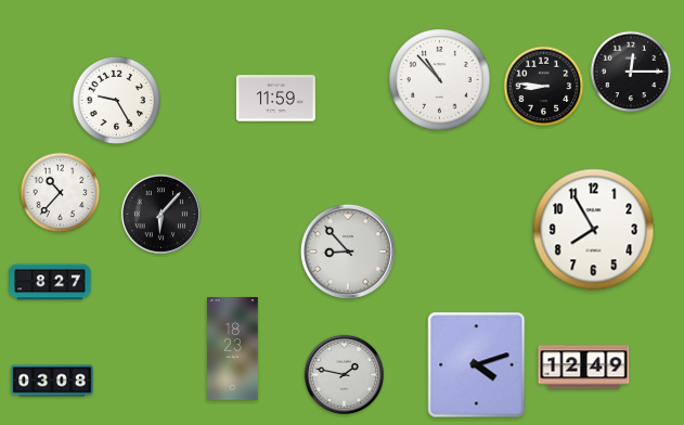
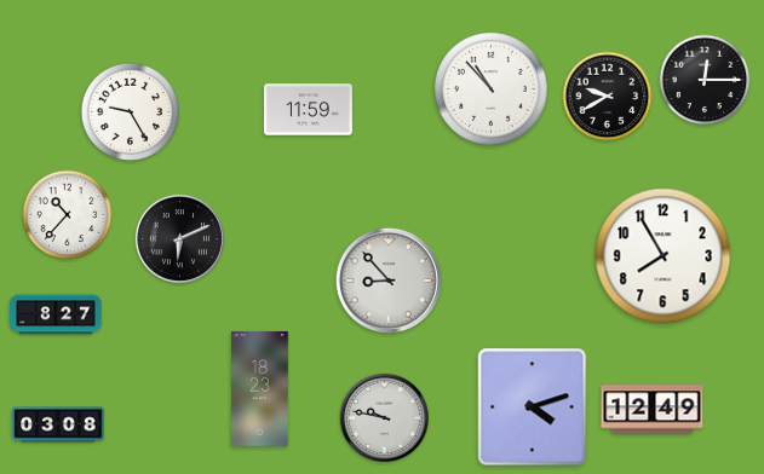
clock at (544, 87): 8:46 -> 9:40
clock at (160, 214): 6:07 -> 6:11
clock at (344, 374): 1:47 -> 9:47
